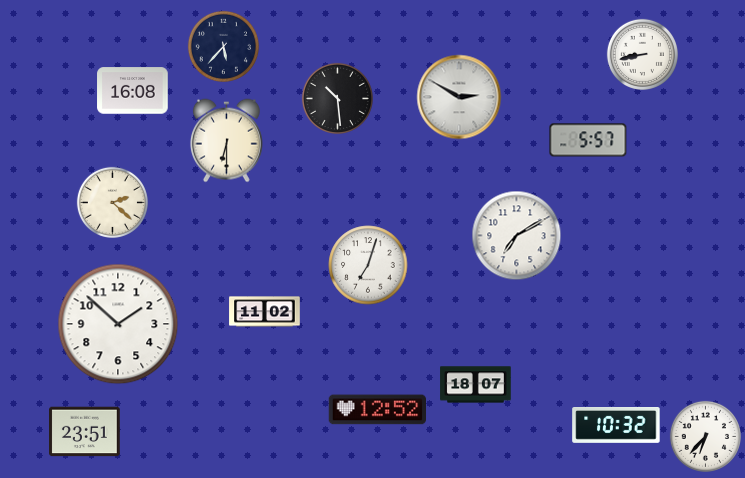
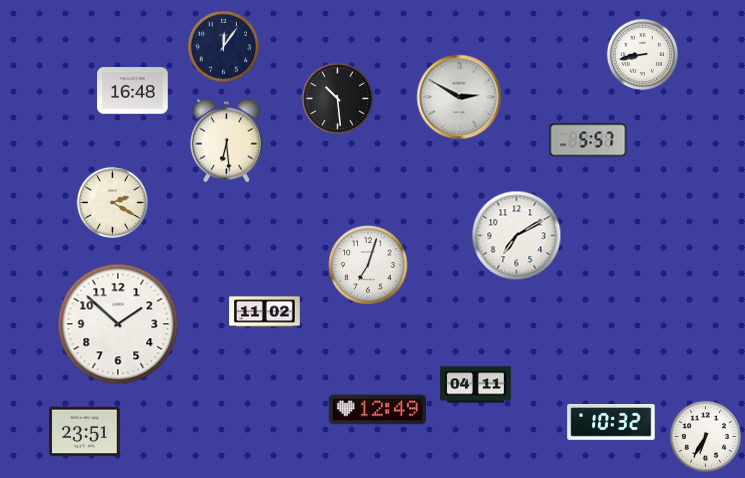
clock at (223, 46): 5:37 -> 12:06
clock at (133, 91): 16:08 -> 16:48
clock at (226, 141): 6:30 -> 6:29
clock at (112, 202): 2:22 -> 2:20
clock at (476, 385): 18:07 -> 04:11
clock at (377, 410): 12:52 -> 12:49
clock at (616, 426) position: (616, 426) -> (611, 423)
clock at (705, 436): 6:37 -> 6:35
